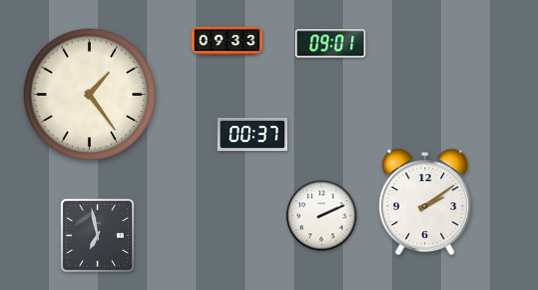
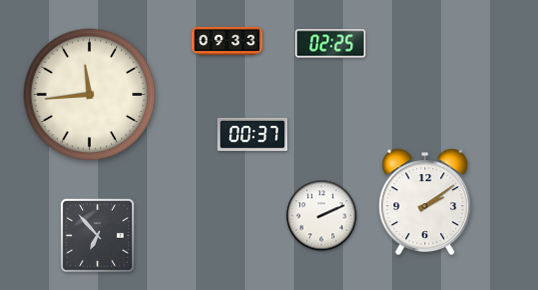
clock at (331, 44): 09:01 -> 02:25
clock at (90, 95): 1:24 -> 11:44
clock at (98, 236): 6:58 -> 6:53
